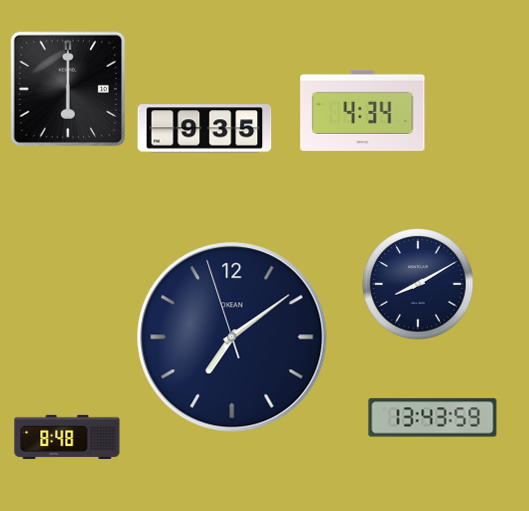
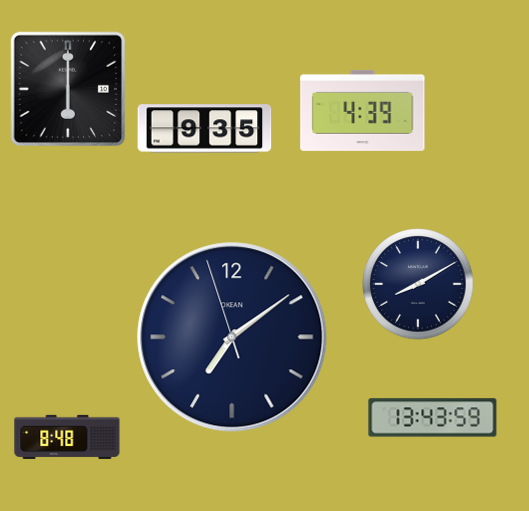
clock at (363, 110): 4:34 -> 4:39
